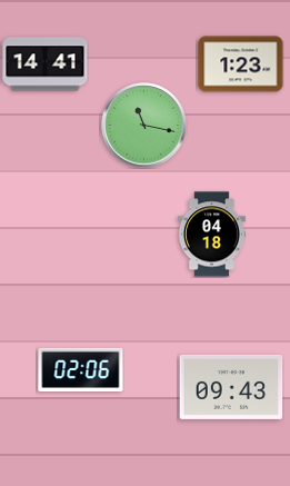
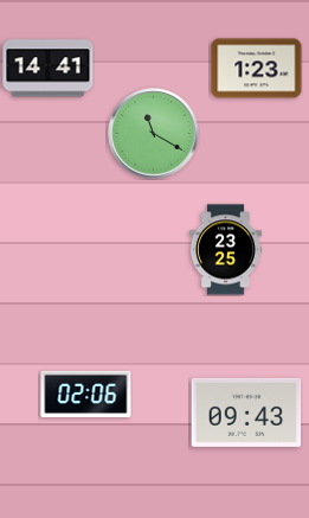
clock at (144, 126): 11:17 -> 11:20
clock at (211, 235): 04:18 -> 23:25
